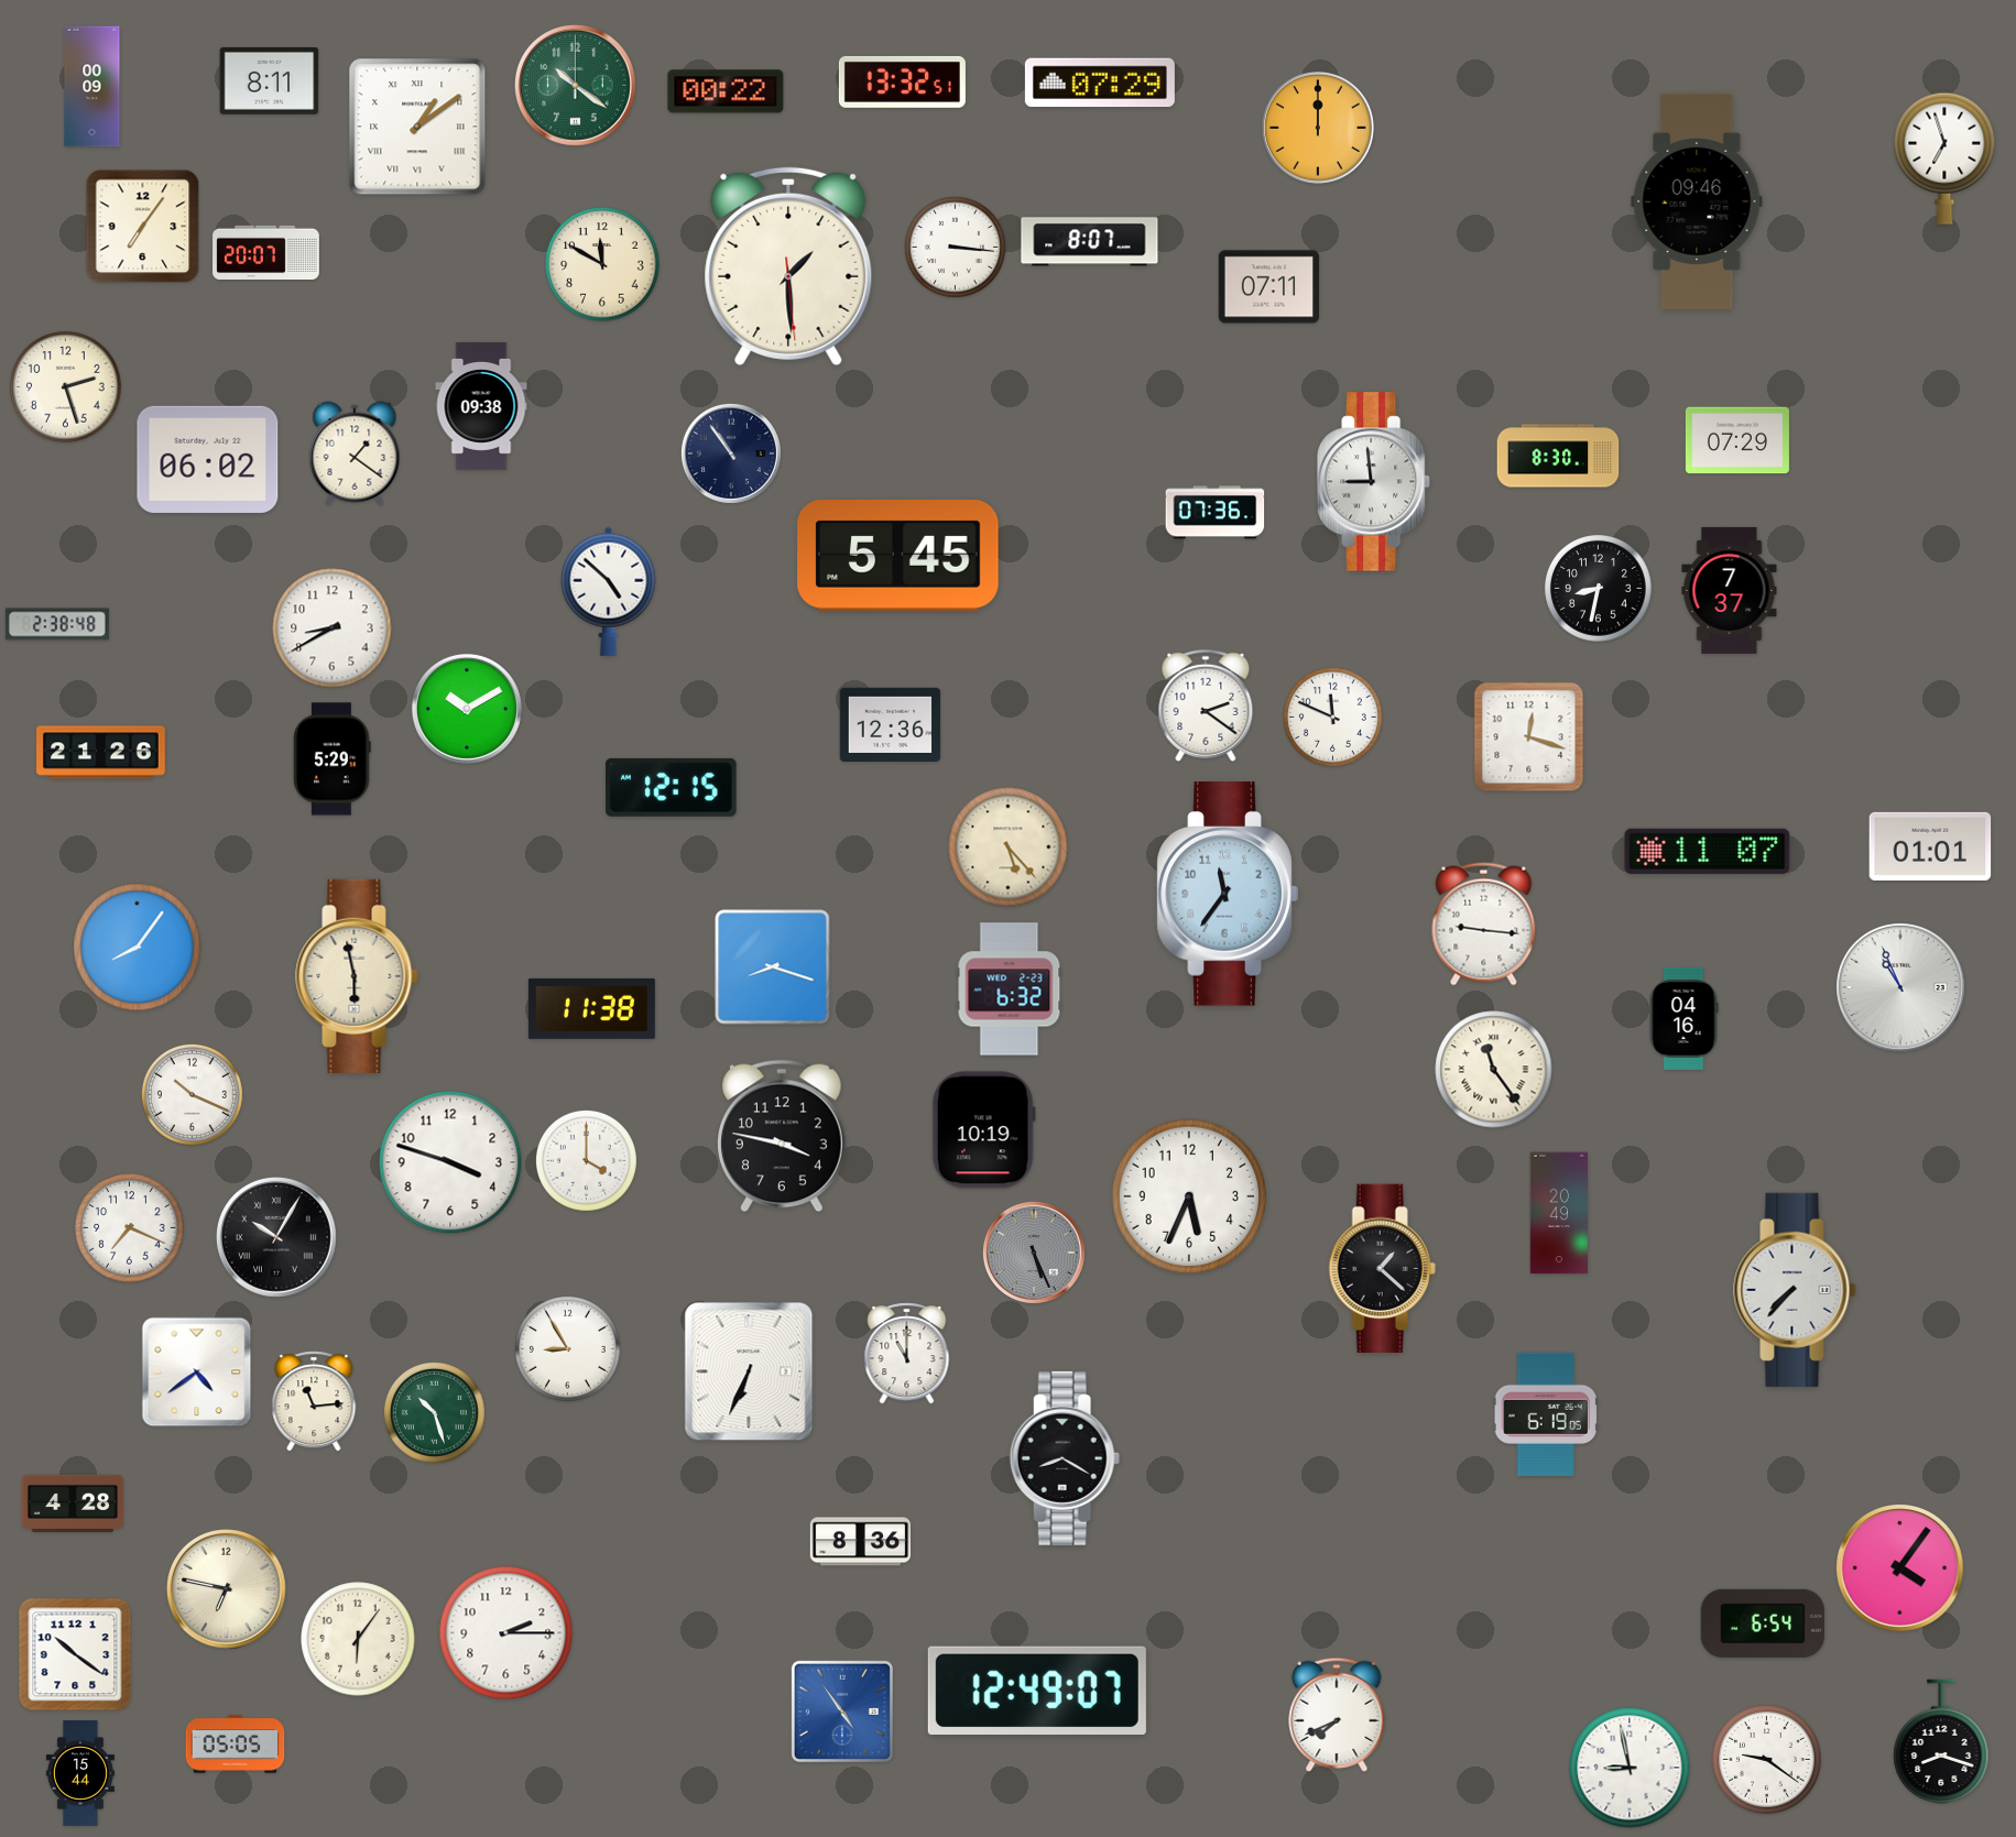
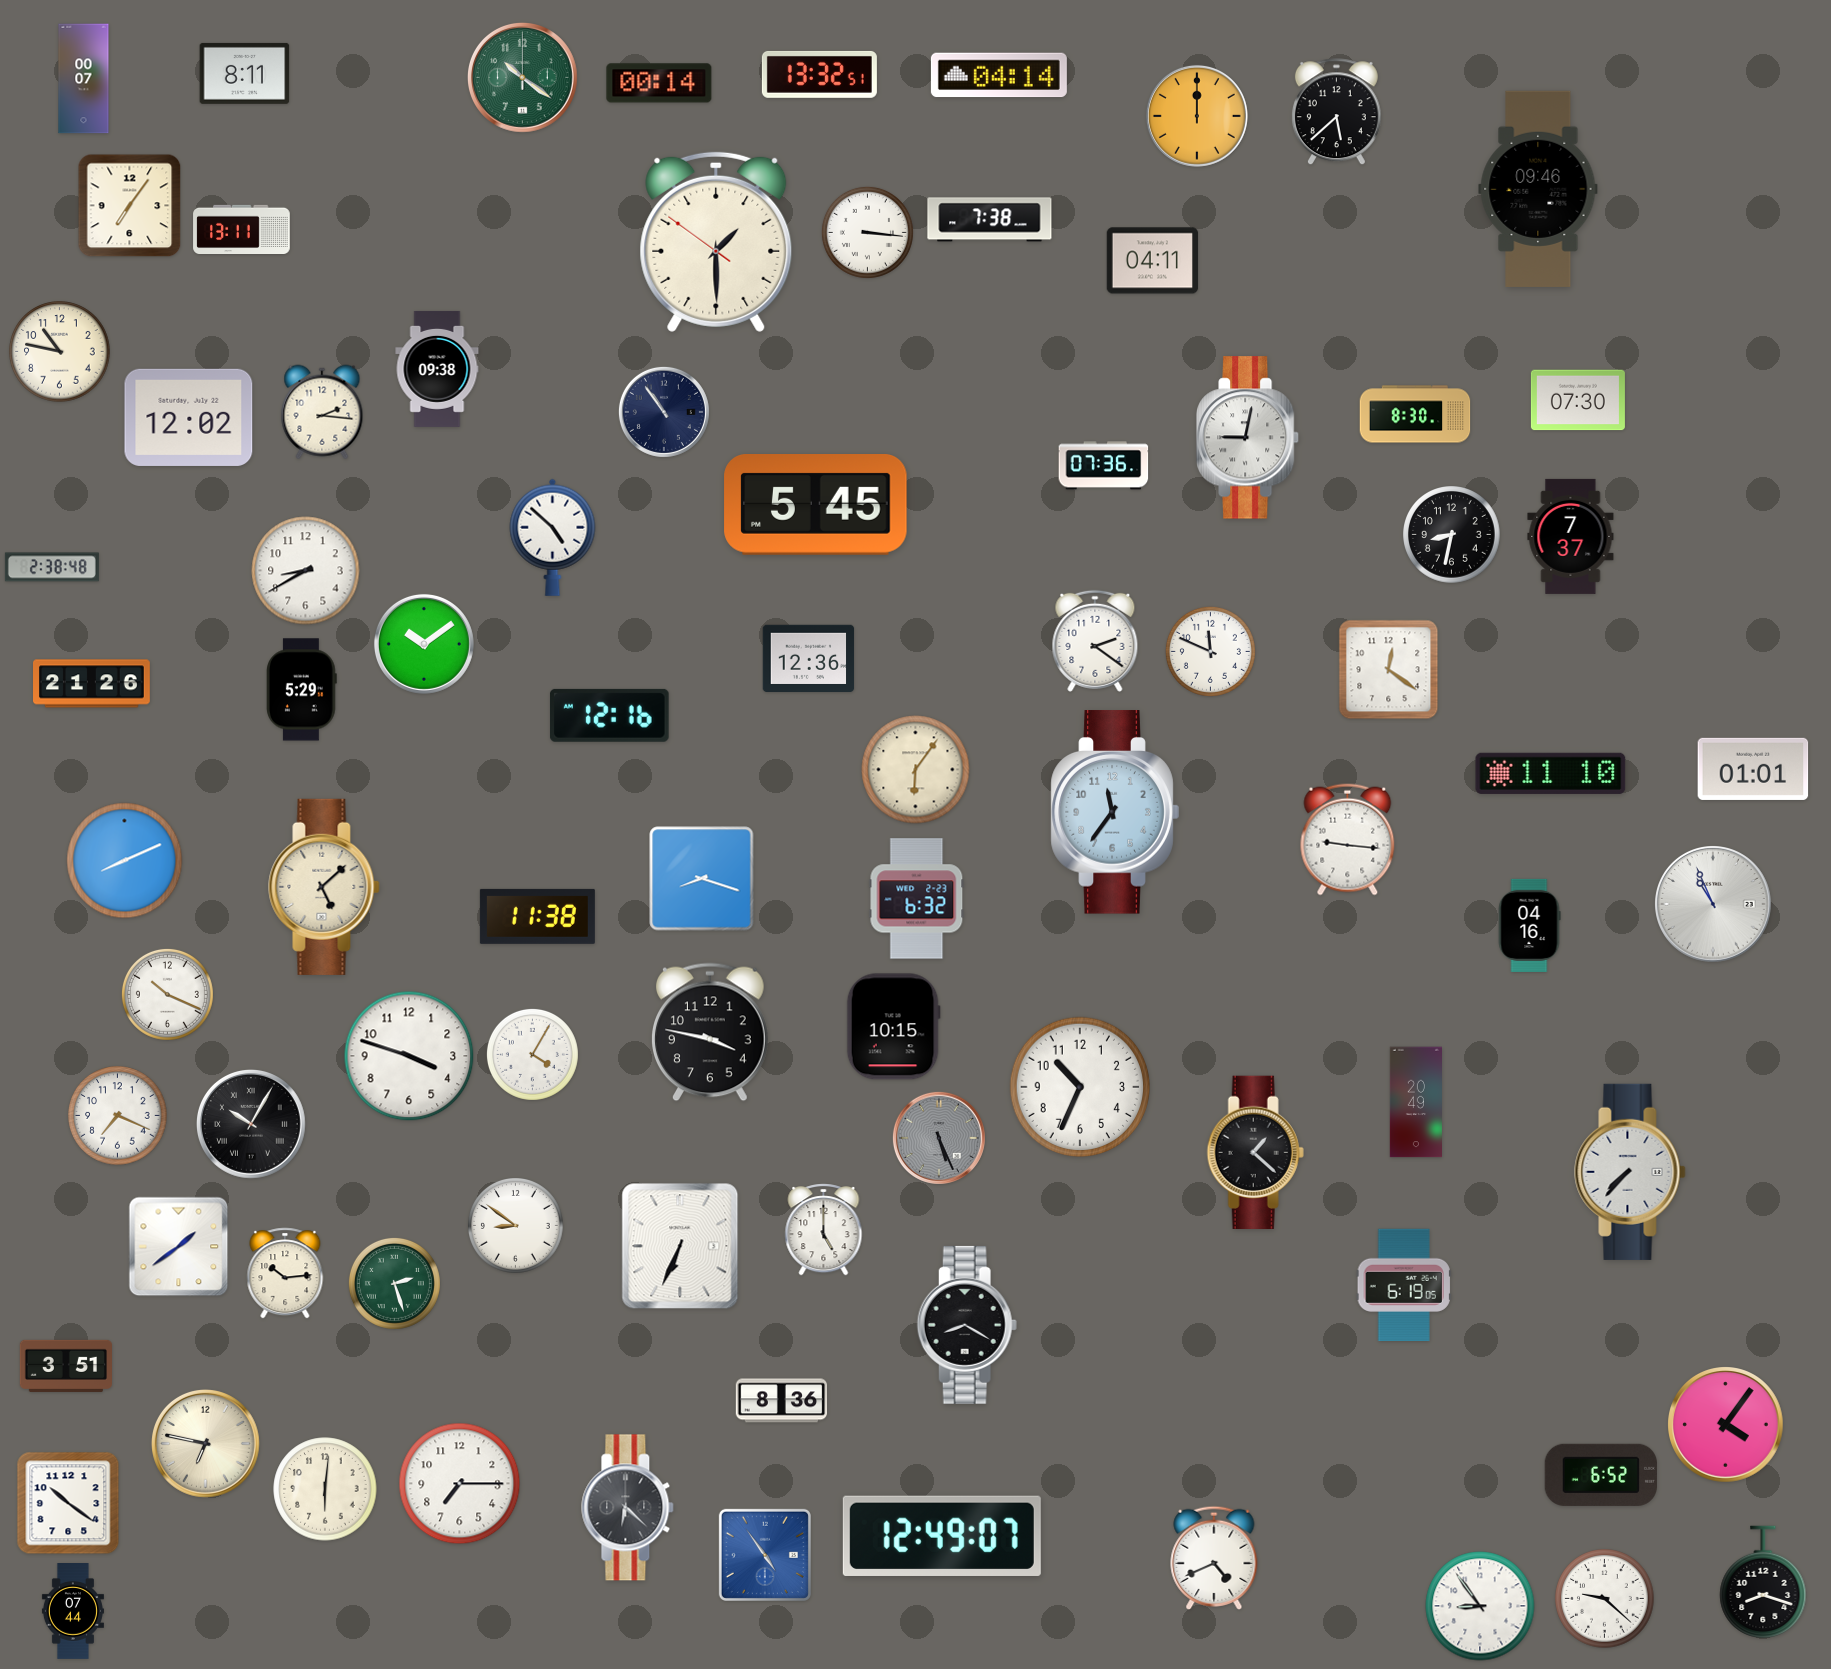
clock at (1100, 83): 07:29 -> 04:14
clock at (92, 87): 00:09 -> 00:07
clock at (726, 91): 00:22 -> 00:14
clock at (1336, 112): none -> 5:38
clock at (417, 127): 1:09 -> none
clock at (1944, 158): 6:57 -> none
clock at (1697, 201) position: (1697, 201) -> (1538, 189)
clock at (1090, 242): 8:07 -> 7:38
clock at (955, 247) position: (955, 247) -> (867, 232)
clock at (266, 252): 20:07 -> 13:11
clock at (602, 264): 11:50 -> none
clock at (788, 266): 1:29:29 -> 1:29:51
clock at (1269, 287): 07:11 -> 04:11
clock at (66, 387): 2:27 -> 10:47
clock at (1737, 440): 07:29 -> 07:30
clock at (355, 453): 1:21 -> 2:16
clock at (208, 459): 06:02 -> 12:02
clock at (1374, 482): 8:59 -> 9:02
clock at (333, 628) position: (333, 628) -> (306, 571)
clock at (467, 709): 10:10 -> 10:09
clock at (1529, 737): 12:18 -> 12:21
clock at (672, 787): 12:15 -> 12:16
clock at (1009, 848): 5:23 -> 6:06
clock at (1708, 851): 11:07 -> 11:10
clock at (138, 948): 8:06 -> 8:11
clock at (357, 976): 5:58 -> 5:08
clock at (1901, 988) position: (1901, 988) -> (1714, 905)
clock at (1494, 1070): 11:24 -> none
clock at (192, 1094) position: (192, 1094) -> (167, 994)
clock at (983, 1130): 10:19 -> 10:15
clock at (586, 1160): 4:00 -> 4:05
clock at (1188, 1195): 5:34 -> 10:34
clock at (568, 1349): 8:55 -> 8:51
clock at (907, 1354): 11:00 -> 5:00
clock at (197, 1373): 4:39 -> 1:39
clock at (314, 1401): 11:14 -> 10:14
clock at (434, 1412): 10:27 -> 2:27
clock at (72, 1504): 4:28 -> 3:51
clock at (1763, 1623): 6:54 -> 6:52
clock at (506, 1633): 2:15 -> 7:15
clock at (358, 1639): 6:06 -> 6:01
clock at (628, 1508): none -> 6:22
clock at (1337, 1715): 7:41 -> 4:41
clock at (236, 1745): 05:05 -> none
clock at (1767, 1760): 9:21 -> 9:22
clock at (1630, 1768): 8:58 -> 8:54
clock at (80, 1774): 15:44 -> 07:44
